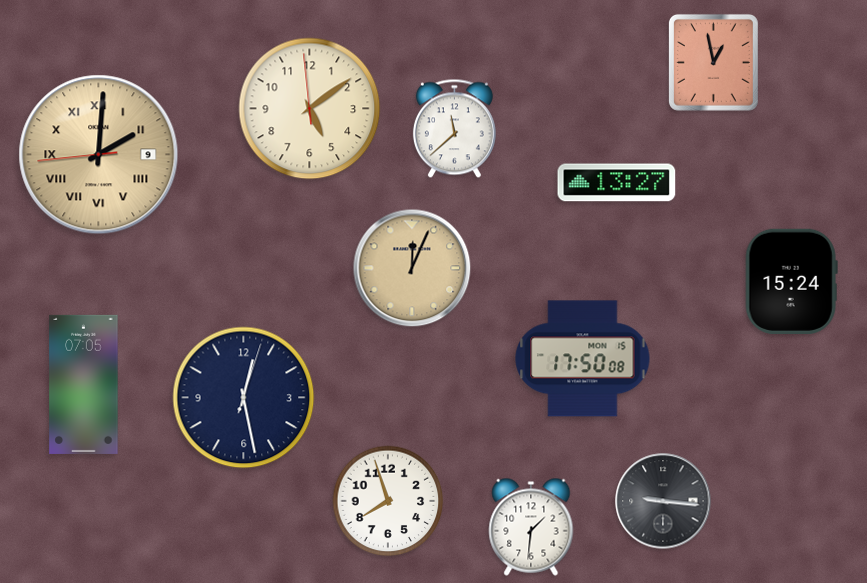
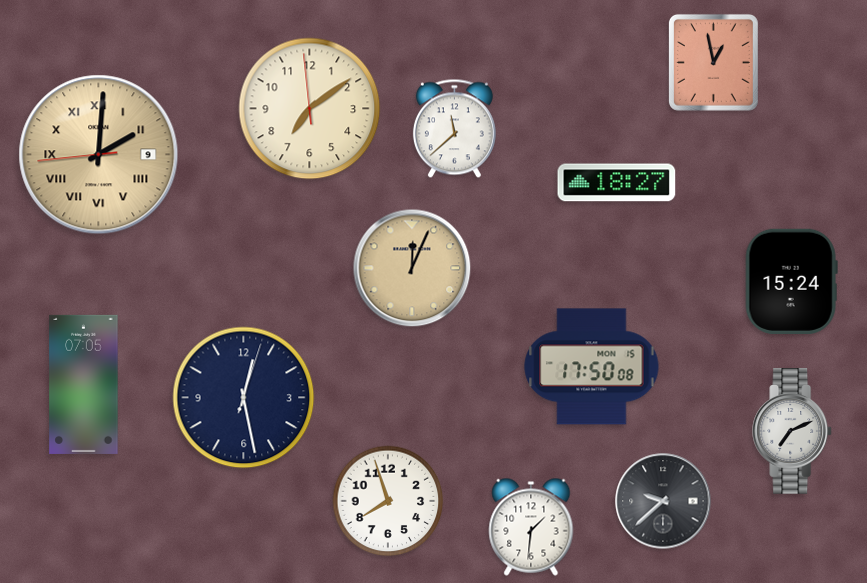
clock at (310, 109): 5:08 -> 7:08
clock at (617, 183): 13:27 -> 18:27
clock at (583, 359) position: (583, 359) -> (592, 367)
clock at (793, 431): none -> 7:11
clock at (663, 501): 9:16 -> 9:38
